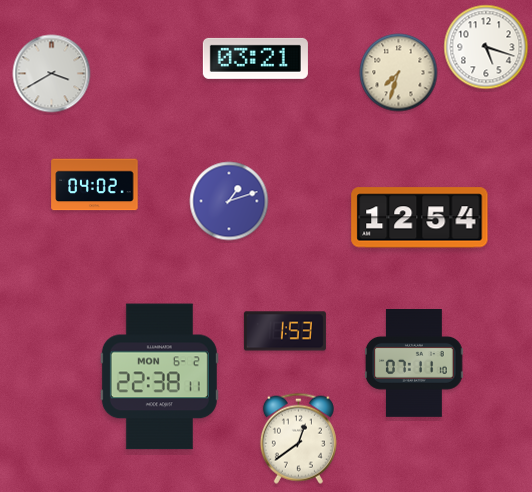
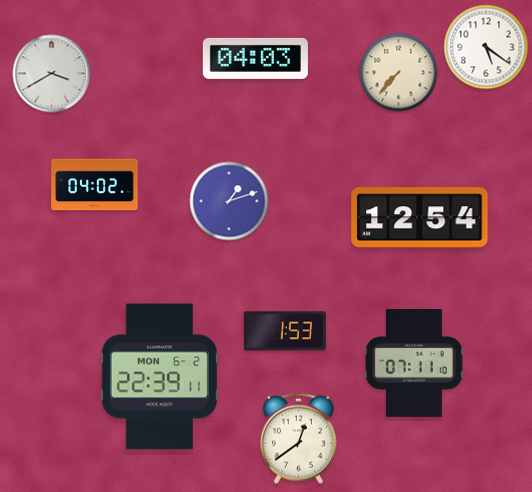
clock at (486, 47): 5:18 -> 5:21
clock at (255, 58): 03:21 -> 04:03
clock at (399, 73): 7:33 -> 7:37
clock at (159, 377): 22:38 -> 22:39
